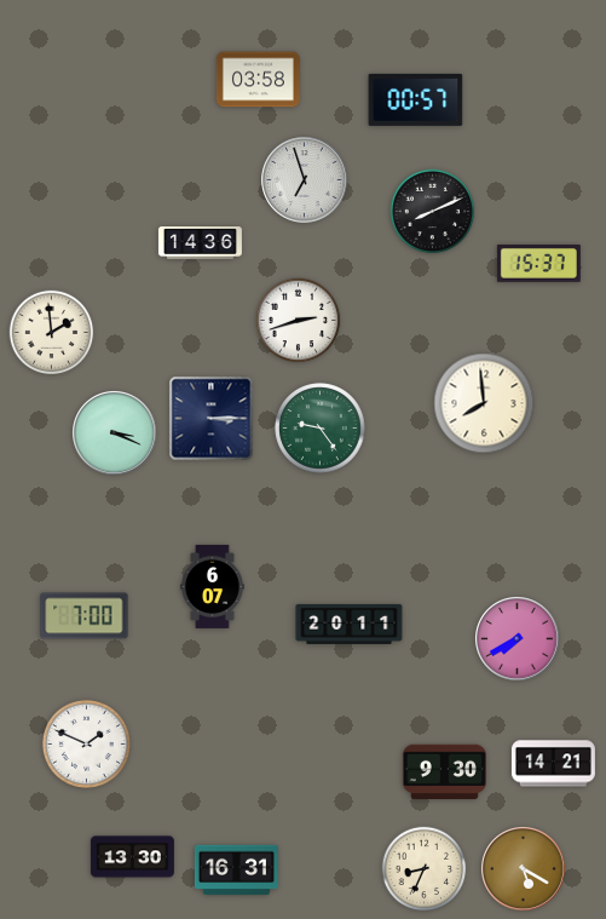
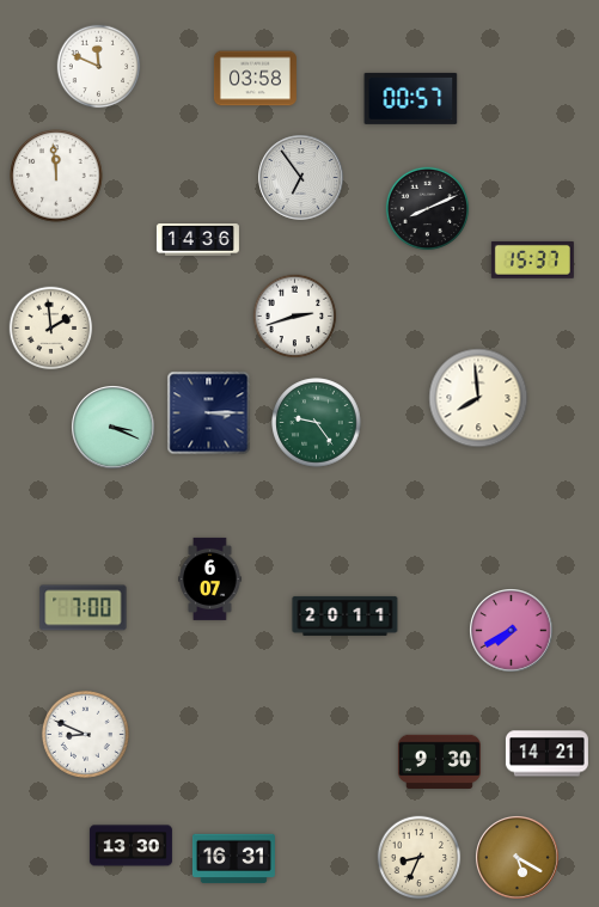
clock at (99, 67): none -> 11:49
clock at (56, 176): none -> 11:59
clock at (305, 180): 6:57 -> 6:54
clock at (86, 743): 1:49 -> 8:49
